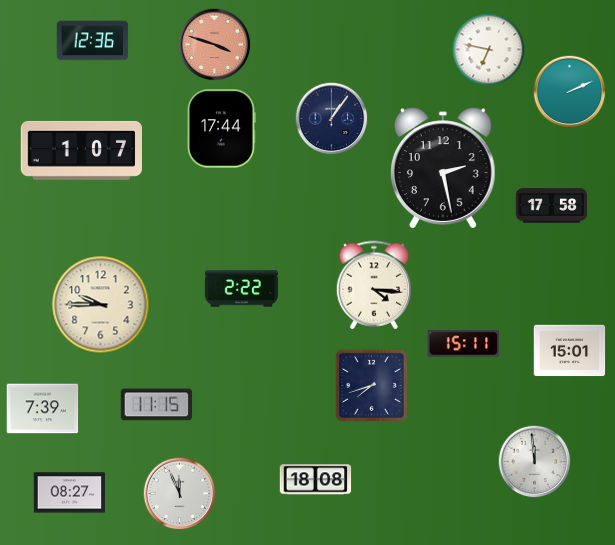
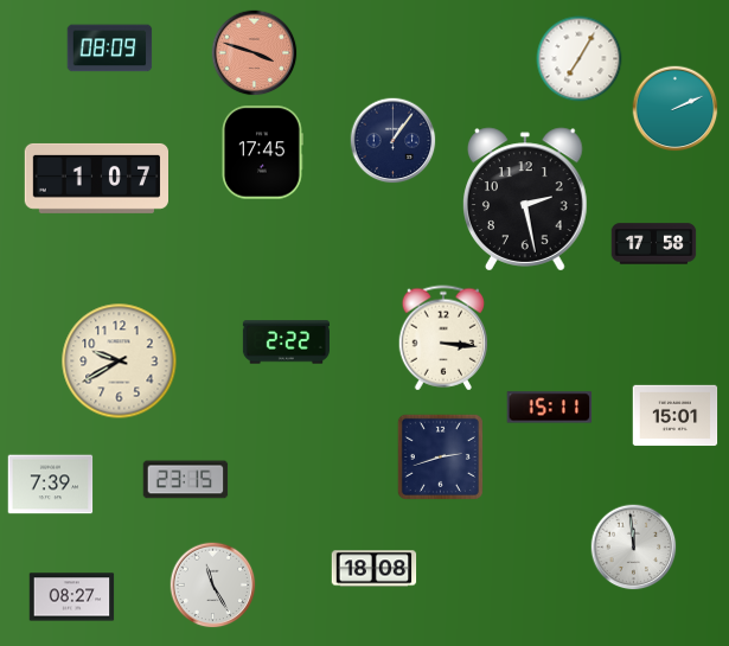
clock at (93, 41): 12:36 -> 08:09
clock at (489, 50): 6:47 -> 7:05
clock at (222, 129): 17:44 -> 17:45
clock at (374, 285): 4:16 -> 3:16
clock at (101, 305): 9:45 -> 9:40
clock at (371, 385): 7:42 -> 2:42
clock at (157, 405): 11:15 -> 23:15
clock at (70, 493) position: (70, 493) -> (72, 597)
clock at (180, 494): 11:56 -> 11:25
